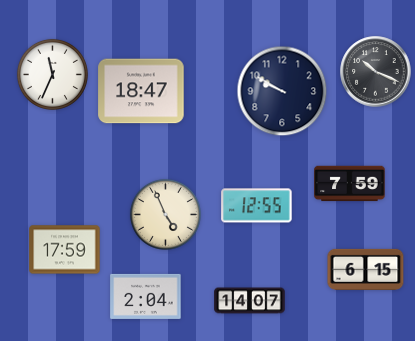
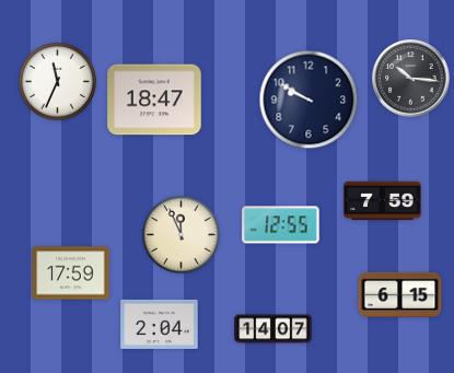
clock at (376, 72): 10:19 -> 10:16
clock at (165, 214): 4:56 -> 11:56
